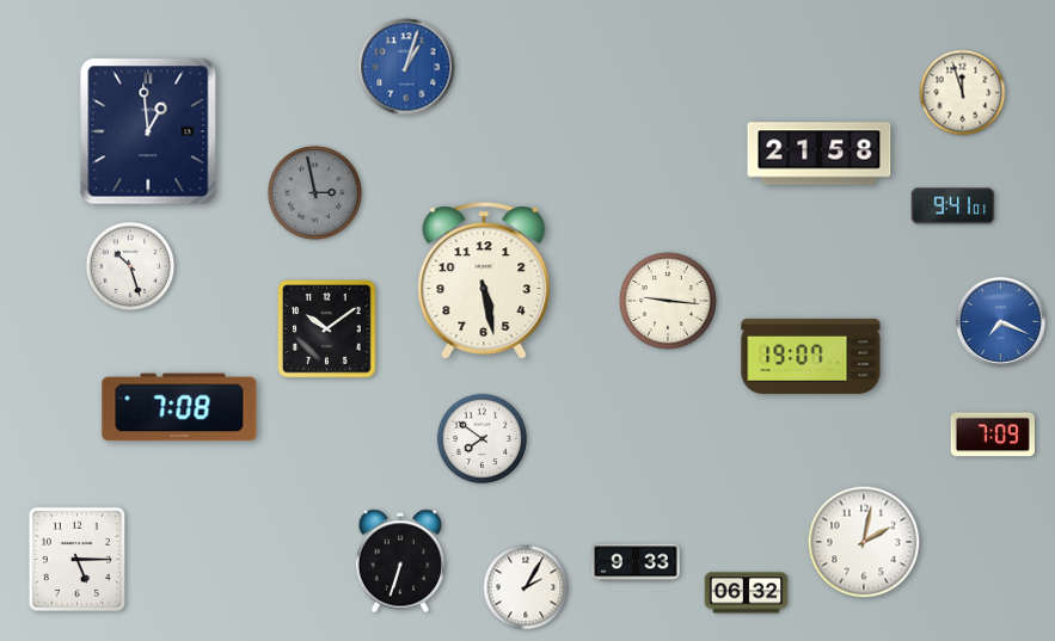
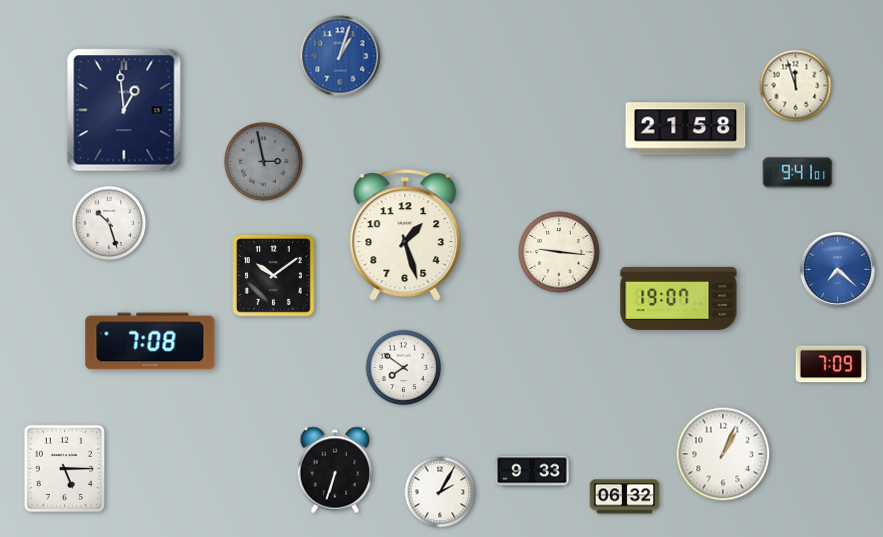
clock at (963, 93) position: (963, 93) -> (796, 86)
clock at (484, 281): 5:28 -> 1:27
clock at (1000, 321): 7:19 -> 7:22
clock at (864, 542): 2:02 -> 1:04
